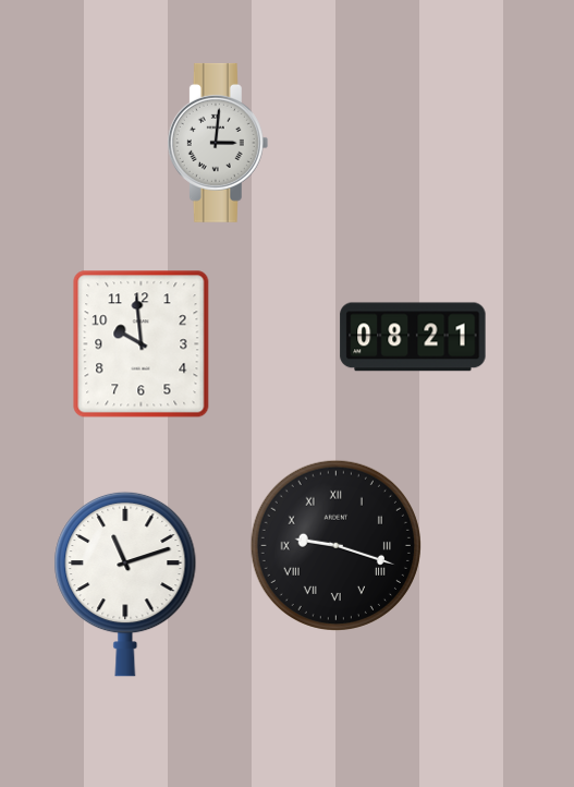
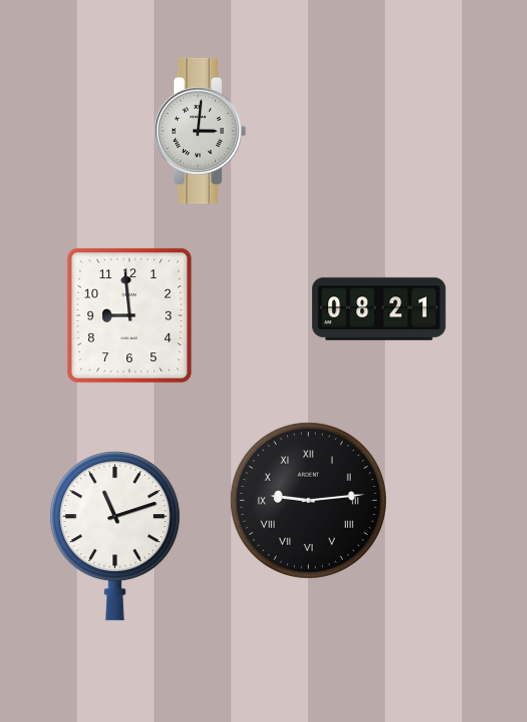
clock at (142, 344): 9:59 -> 8:59
clock at (335, 545): 9:18 -> 9:14
